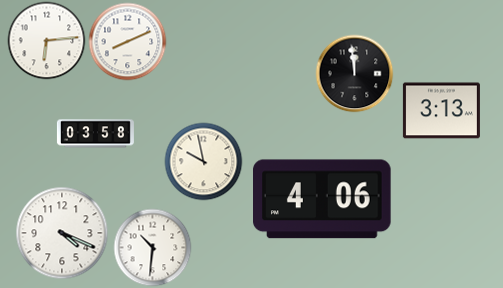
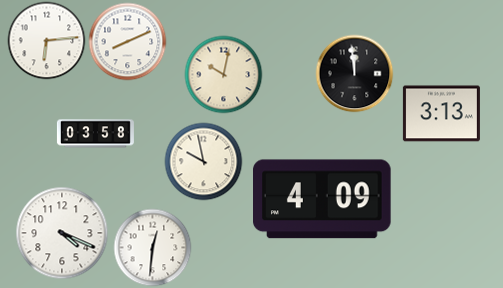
clock at (223, 74): none -> 10:02
clock at (441, 111) position: (441, 111) -> (441, 114)
clock at (323, 199): 4:06 -> 4:09
clock at (152, 247): 10:31 -> 12:31
